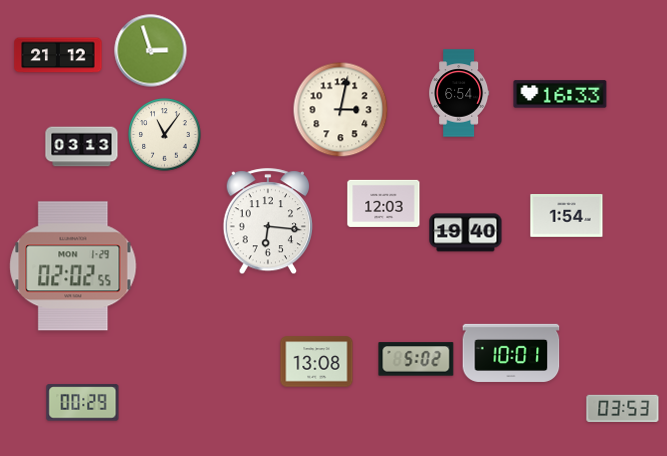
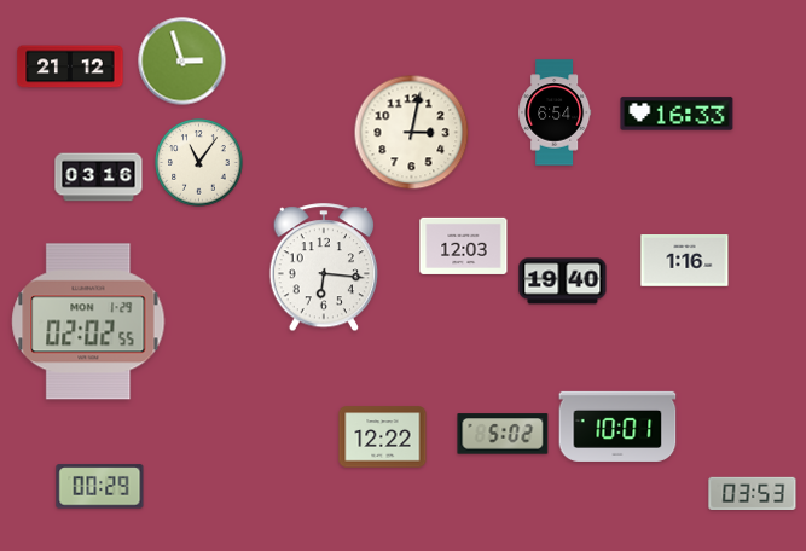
clock at (82, 147): 03:13 -> 03:16
clock at (567, 216): 1:54 -> 1:16
clock at (317, 362): 13:08 -> 12:22
